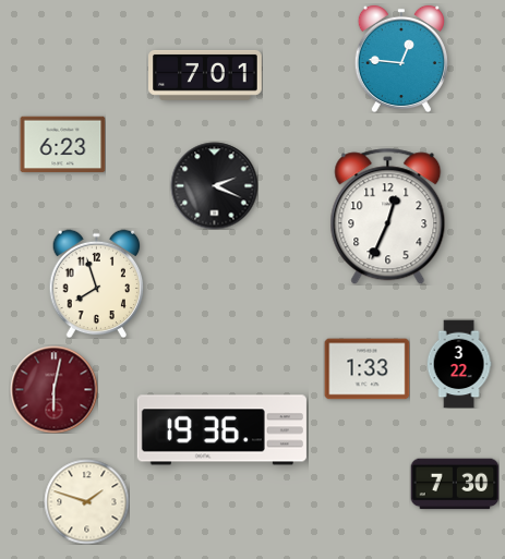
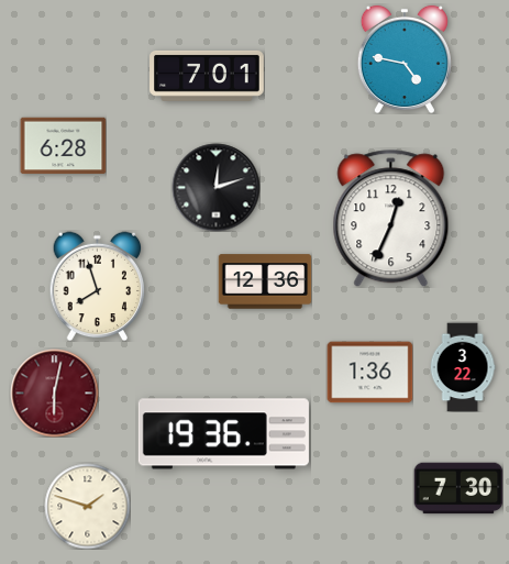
clock at (401, 59): 12:46 -> 4:47
clock at (62, 145): 6:23 -> 6:28
clock at (214, 185): 2:19 -> 12:12
clock at (265, 281): none -> 12:36
clock at (366, 369): 1:33 -> 1:36
